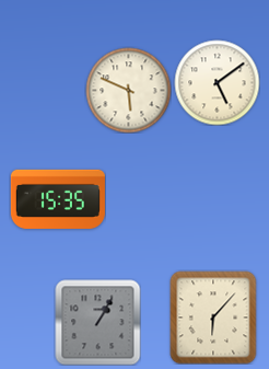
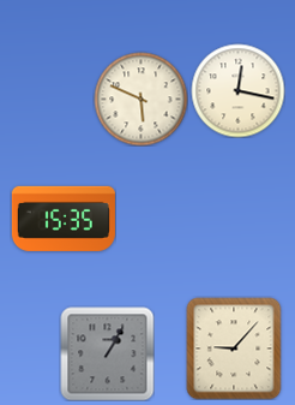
clock at (217, 82): 5:09 -> 12:17
clock at (213, 318): 6:07 -> 9:07
